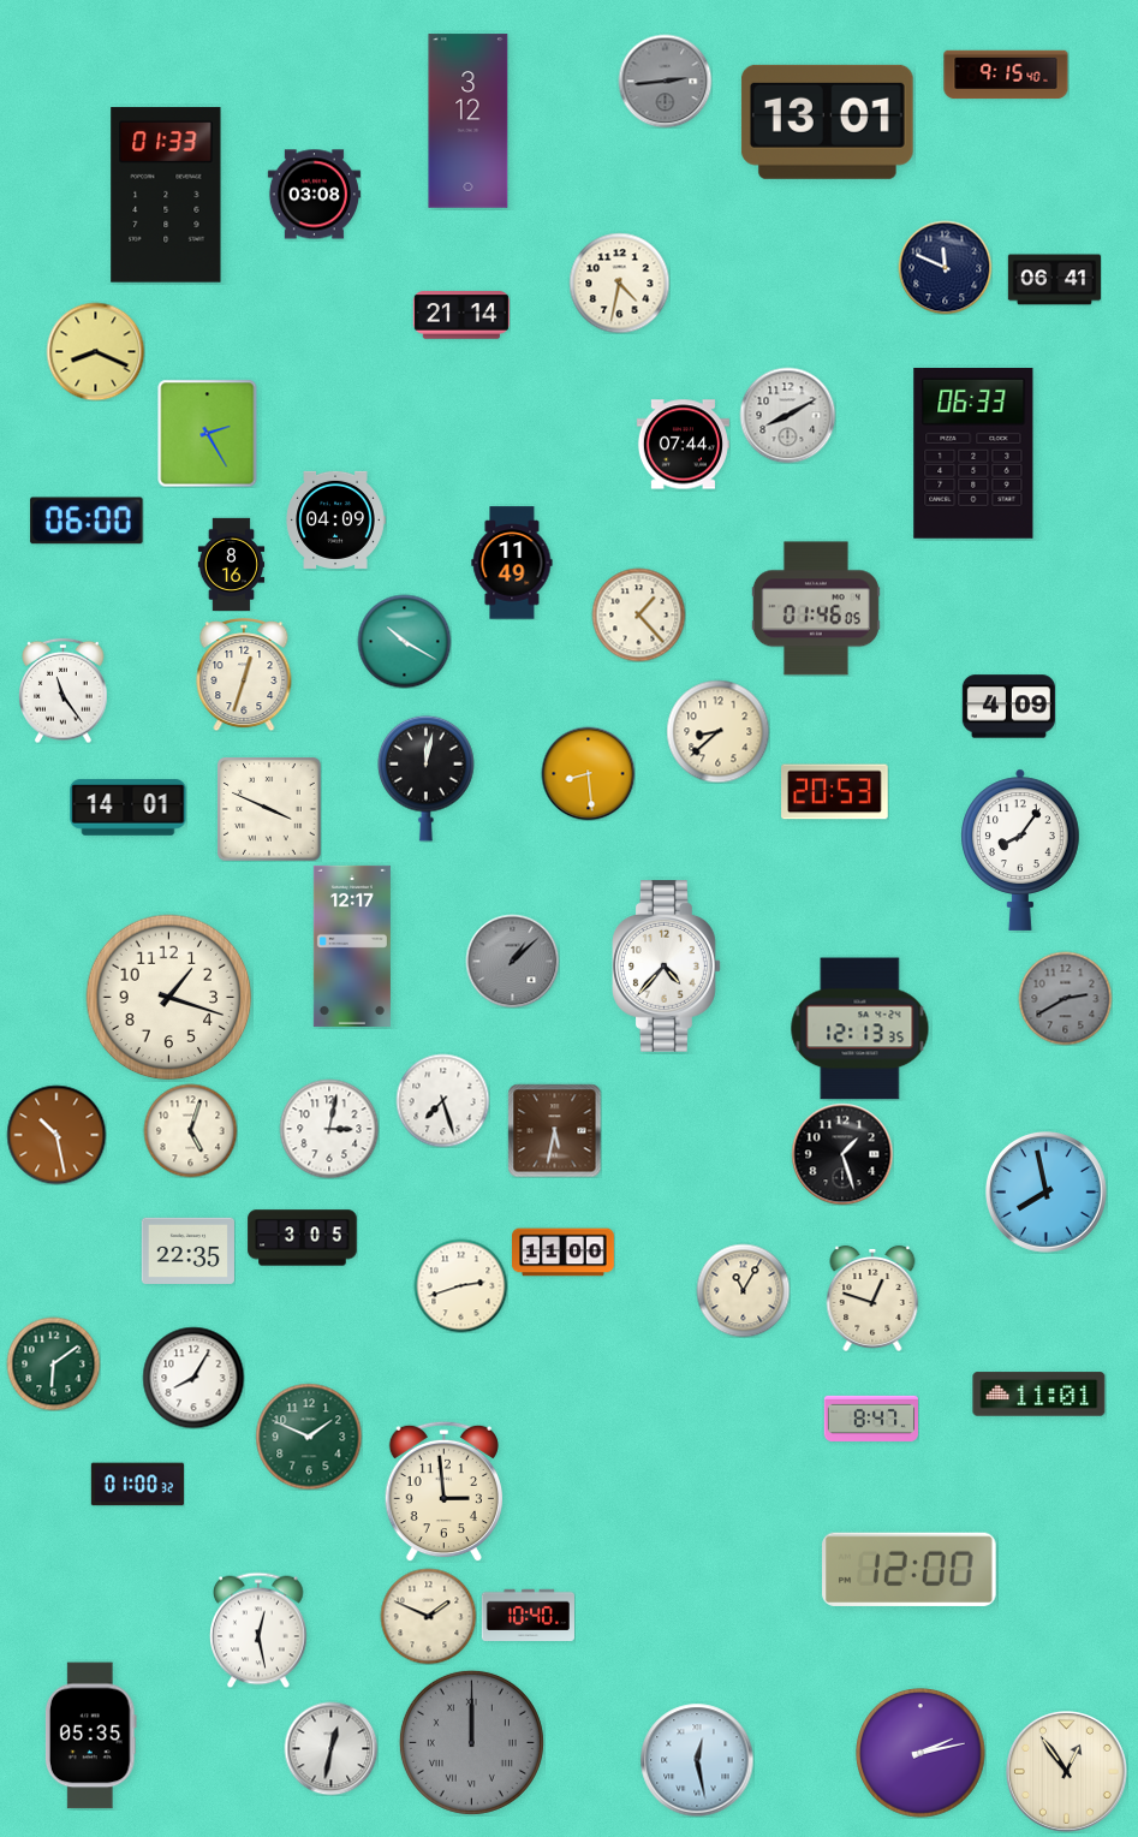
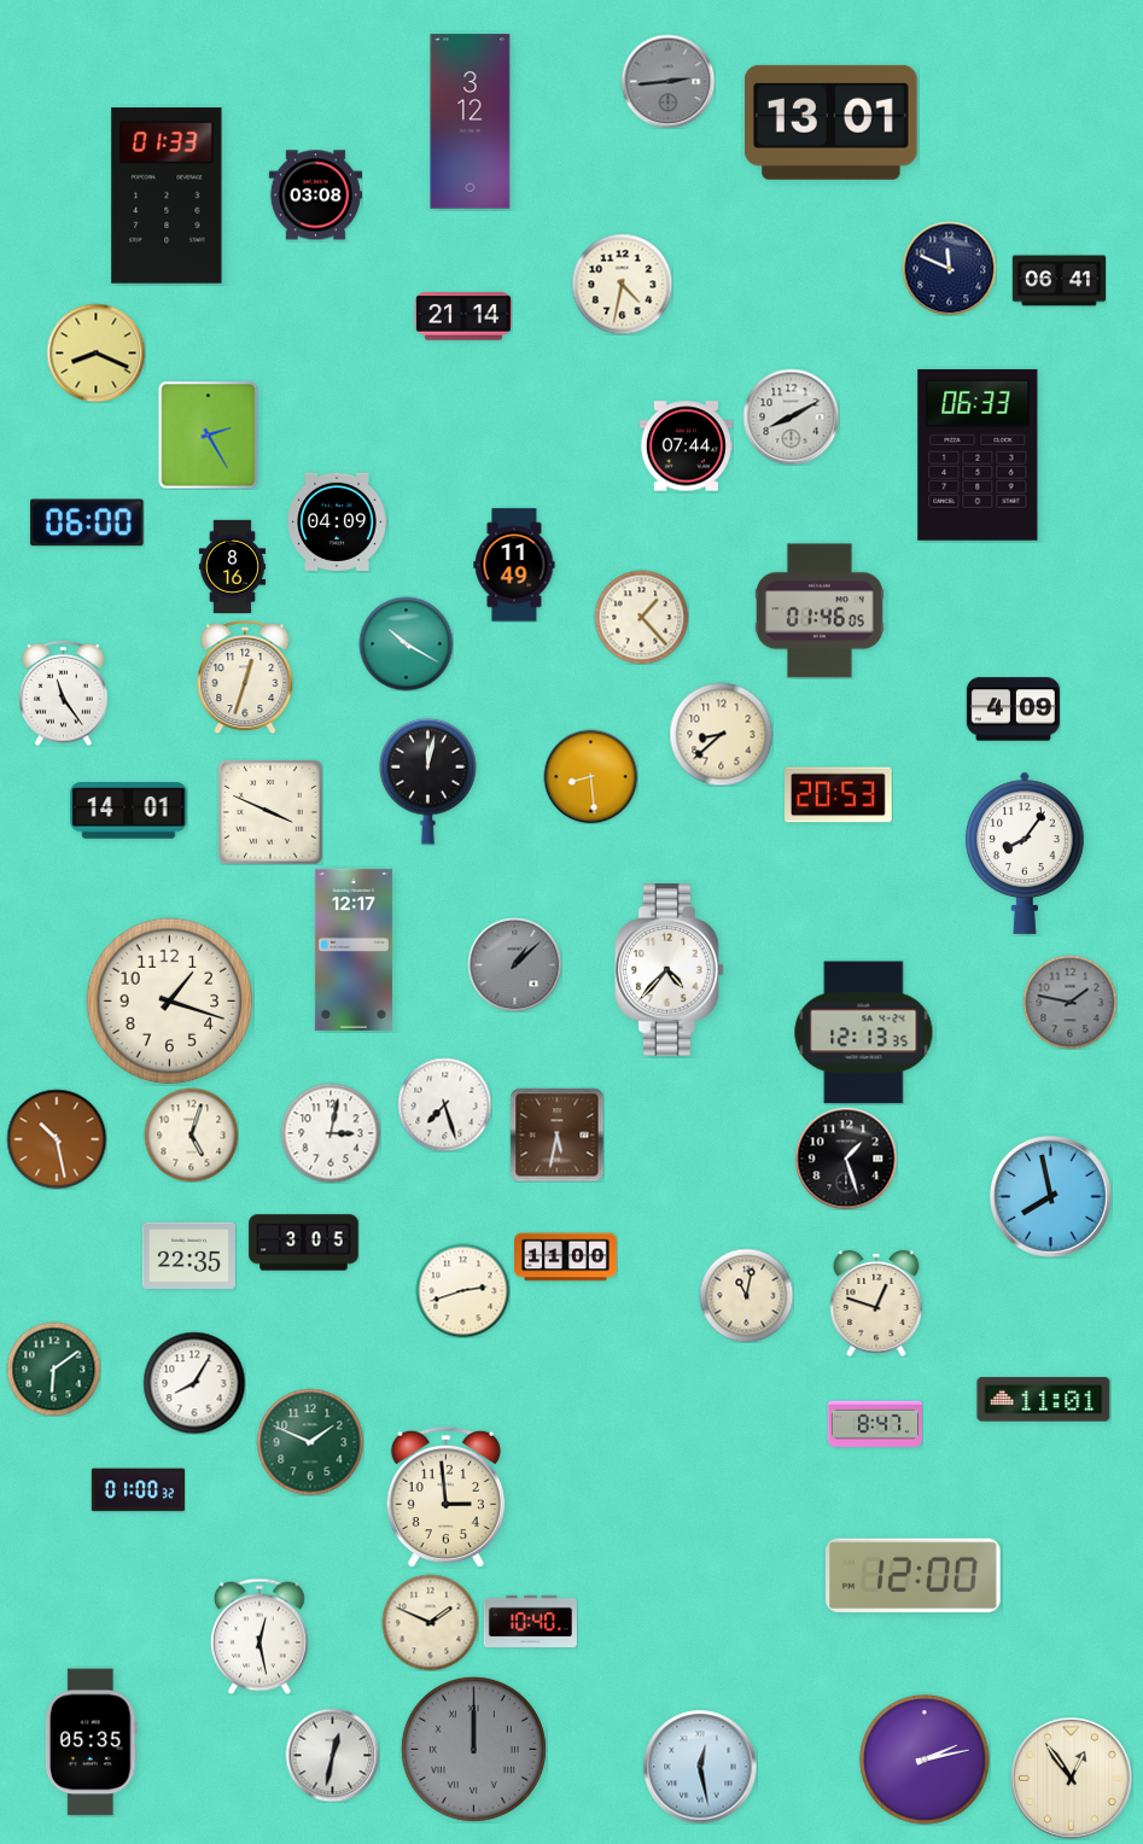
clock at (1006, 75): 9:15 -> none
clock at (1065, 998): 2:40 -> 1:47
clock at (743, 1290): 11:05 -> 11:02
